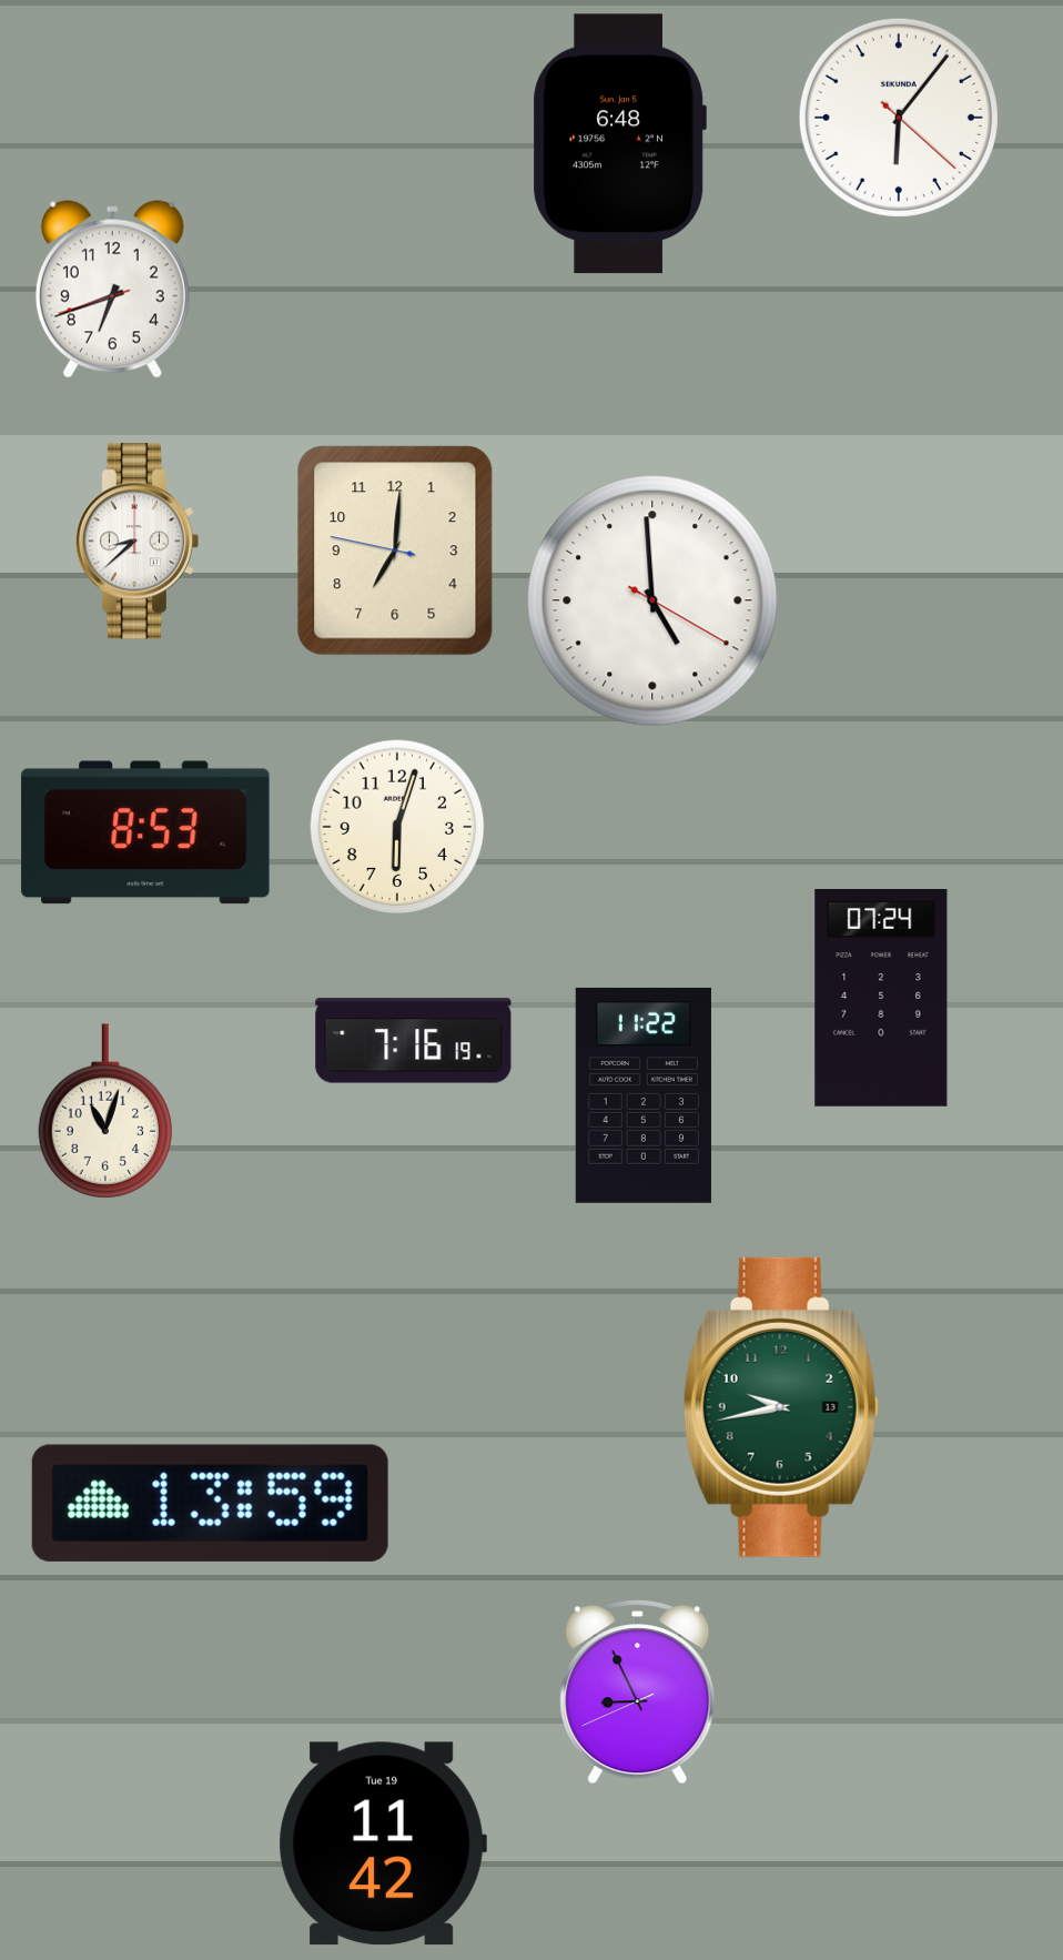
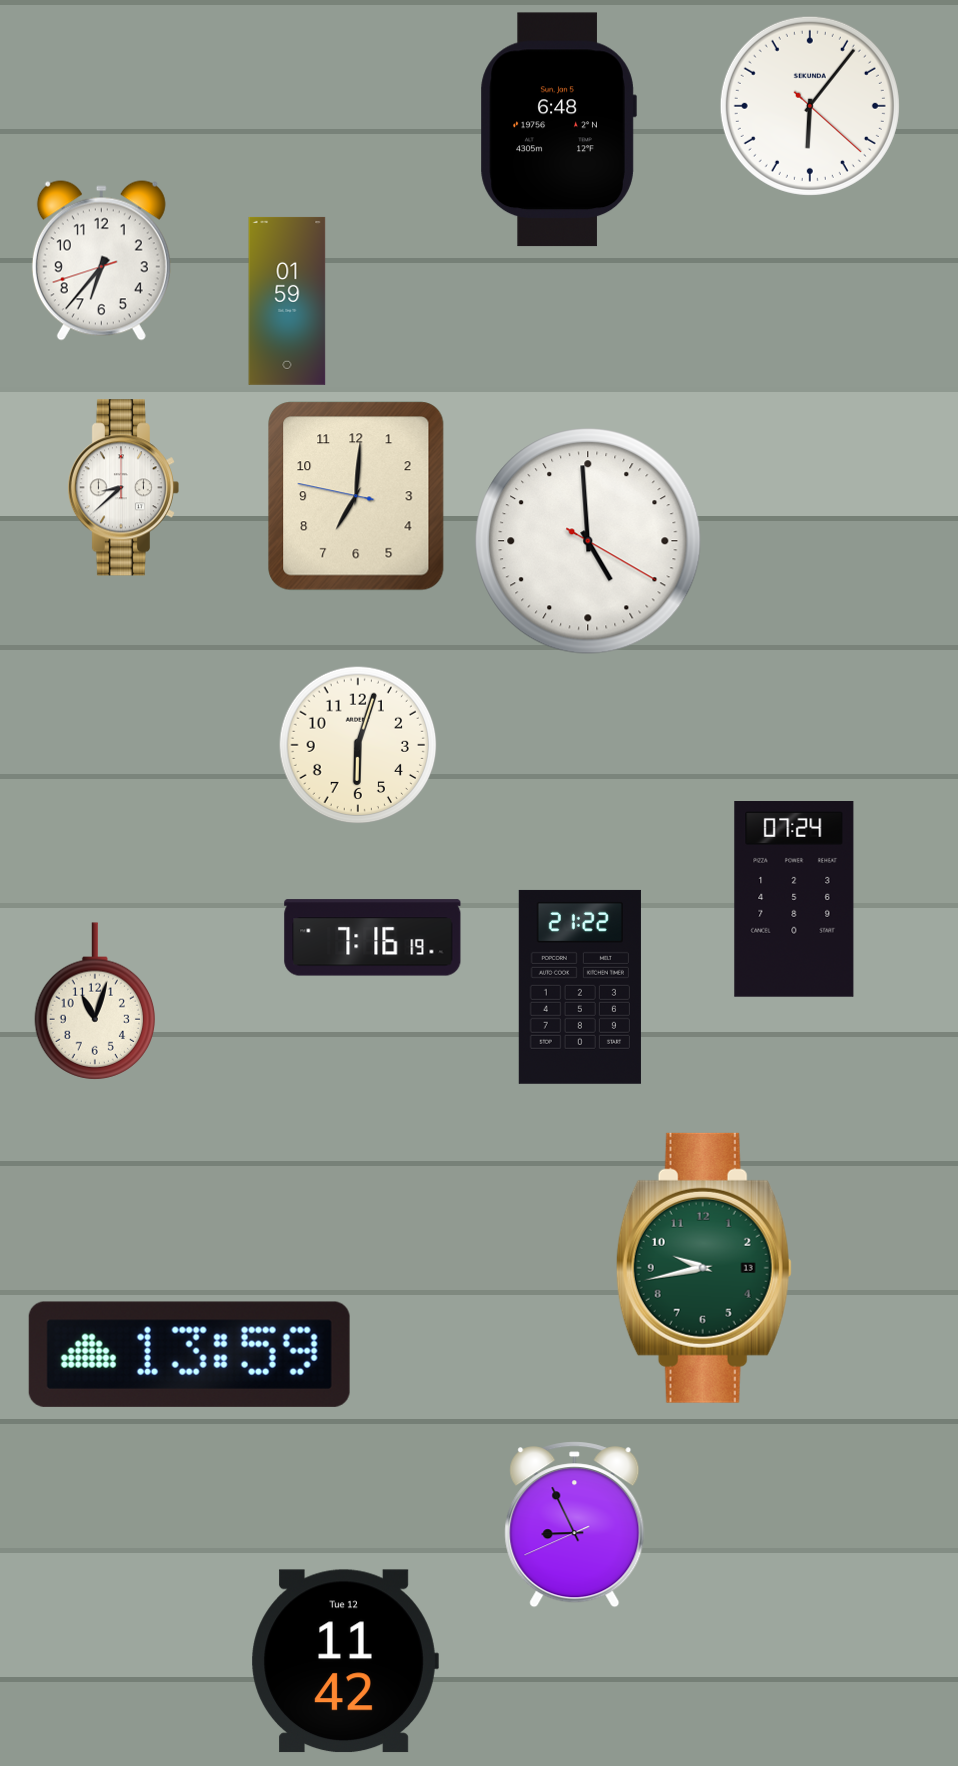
clock at (112, 290): 6:41 -> 6:36
clock at (287, 301): none -> 01:59
clock at (145, 832): 8:53 -> none
clock at (644, 1095): 11:22 -> 21:22
clock at (383, 1843) date: Tue 19 -> Tue 12
